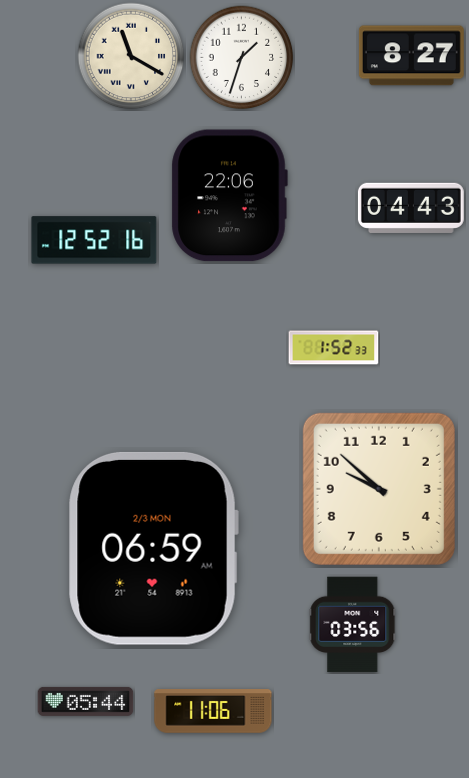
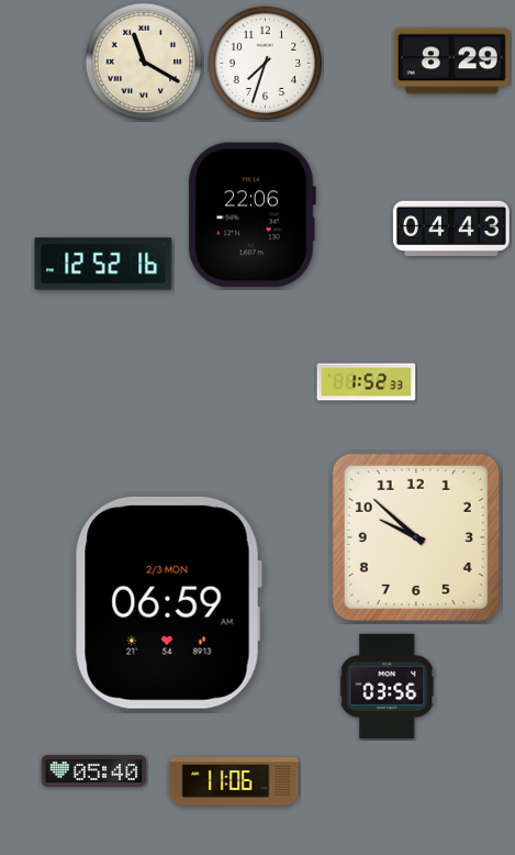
clock at (411, 56): 8:27 -> 8:29
clock at (242, 58): 1:33 -> 7:33
clock at (86, 701): 05:44 -> 05:40
